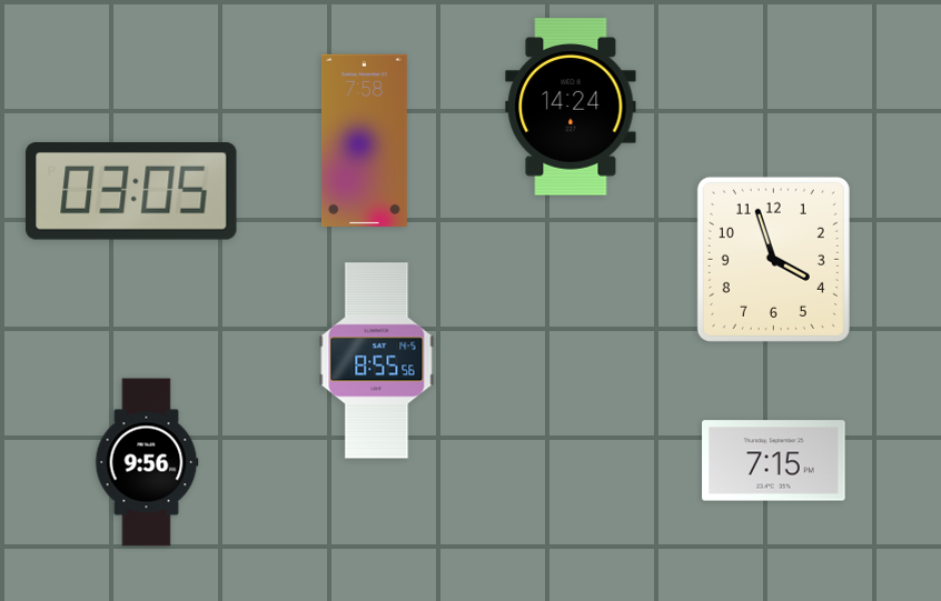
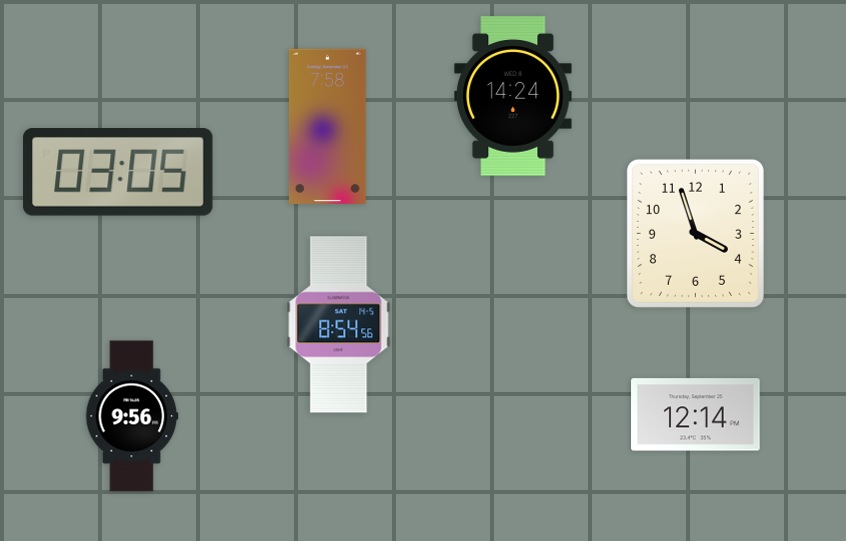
clock at (377, 361): 8:55 -> 8:54
clock at (774, 461): 7:15 -> 12:14
